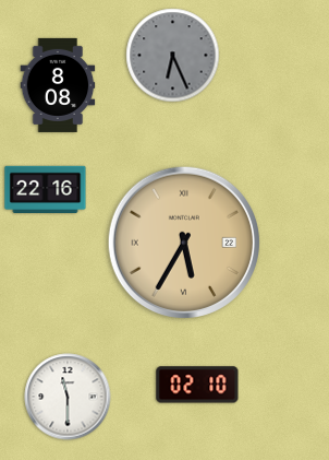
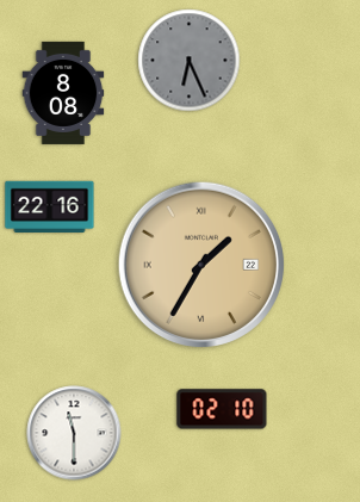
clock at (183, 241): 5:35 -> 1:35
clock at (197, 385) position: (197, 385) -> (222, 409)
